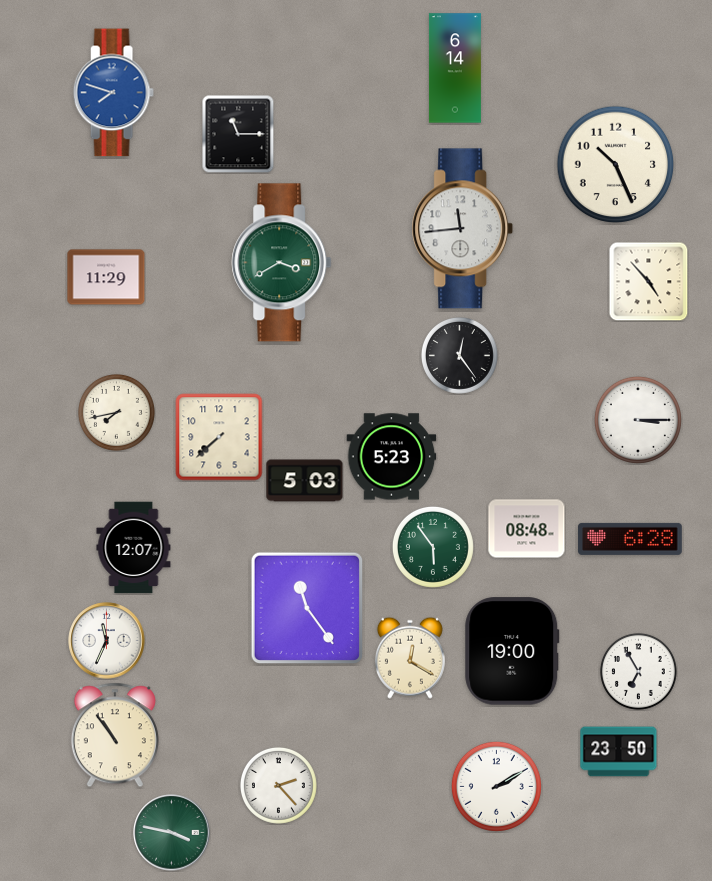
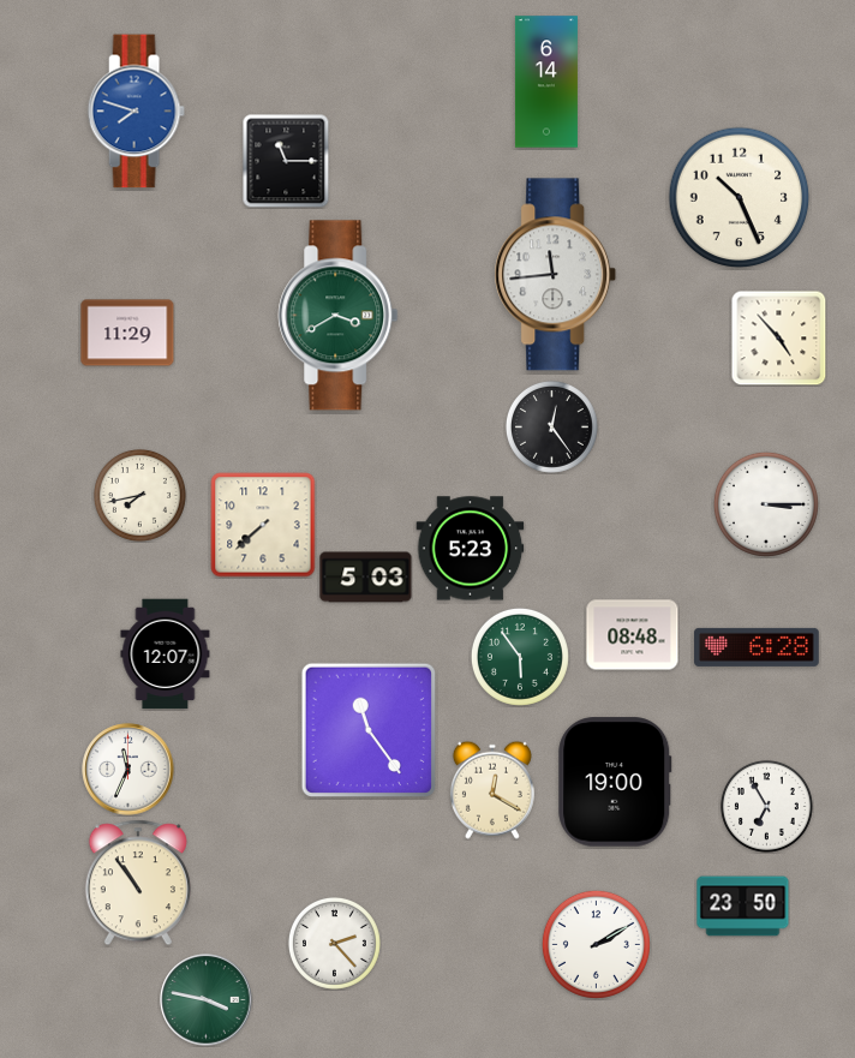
clock at (134, 548) position: (134, 548) -> (166, 654)
clock at (619, 752) position: (619, 752) -> (743, 907)
